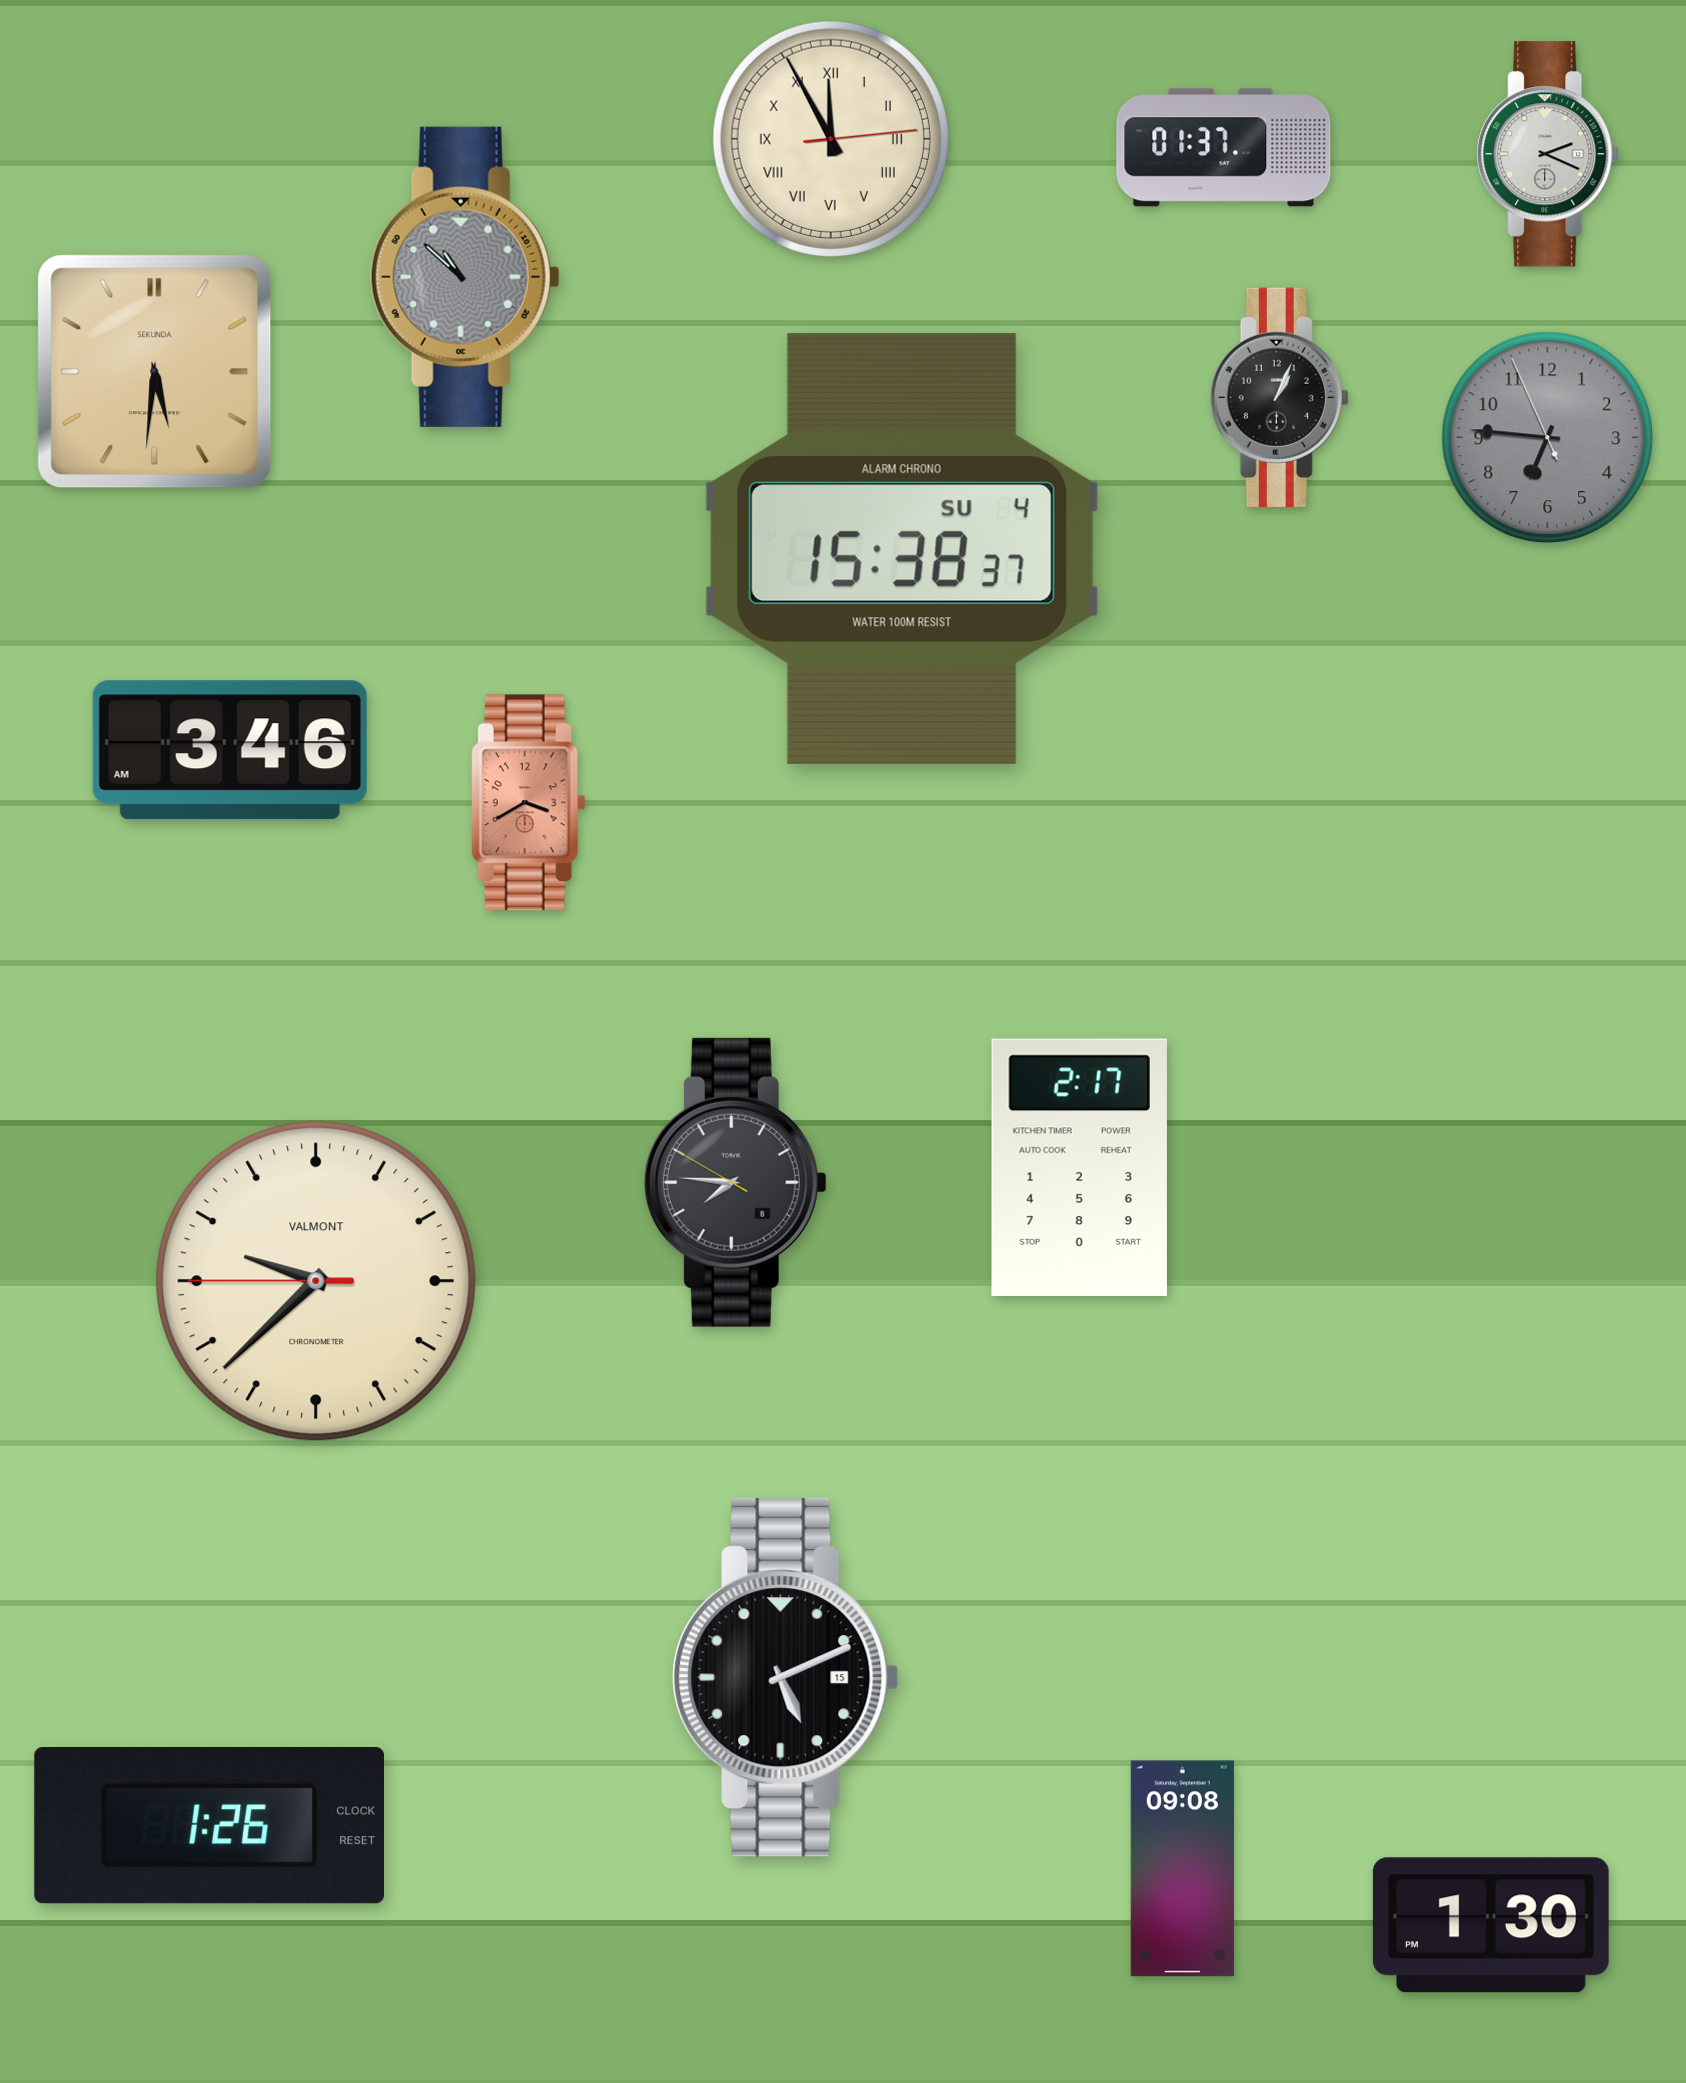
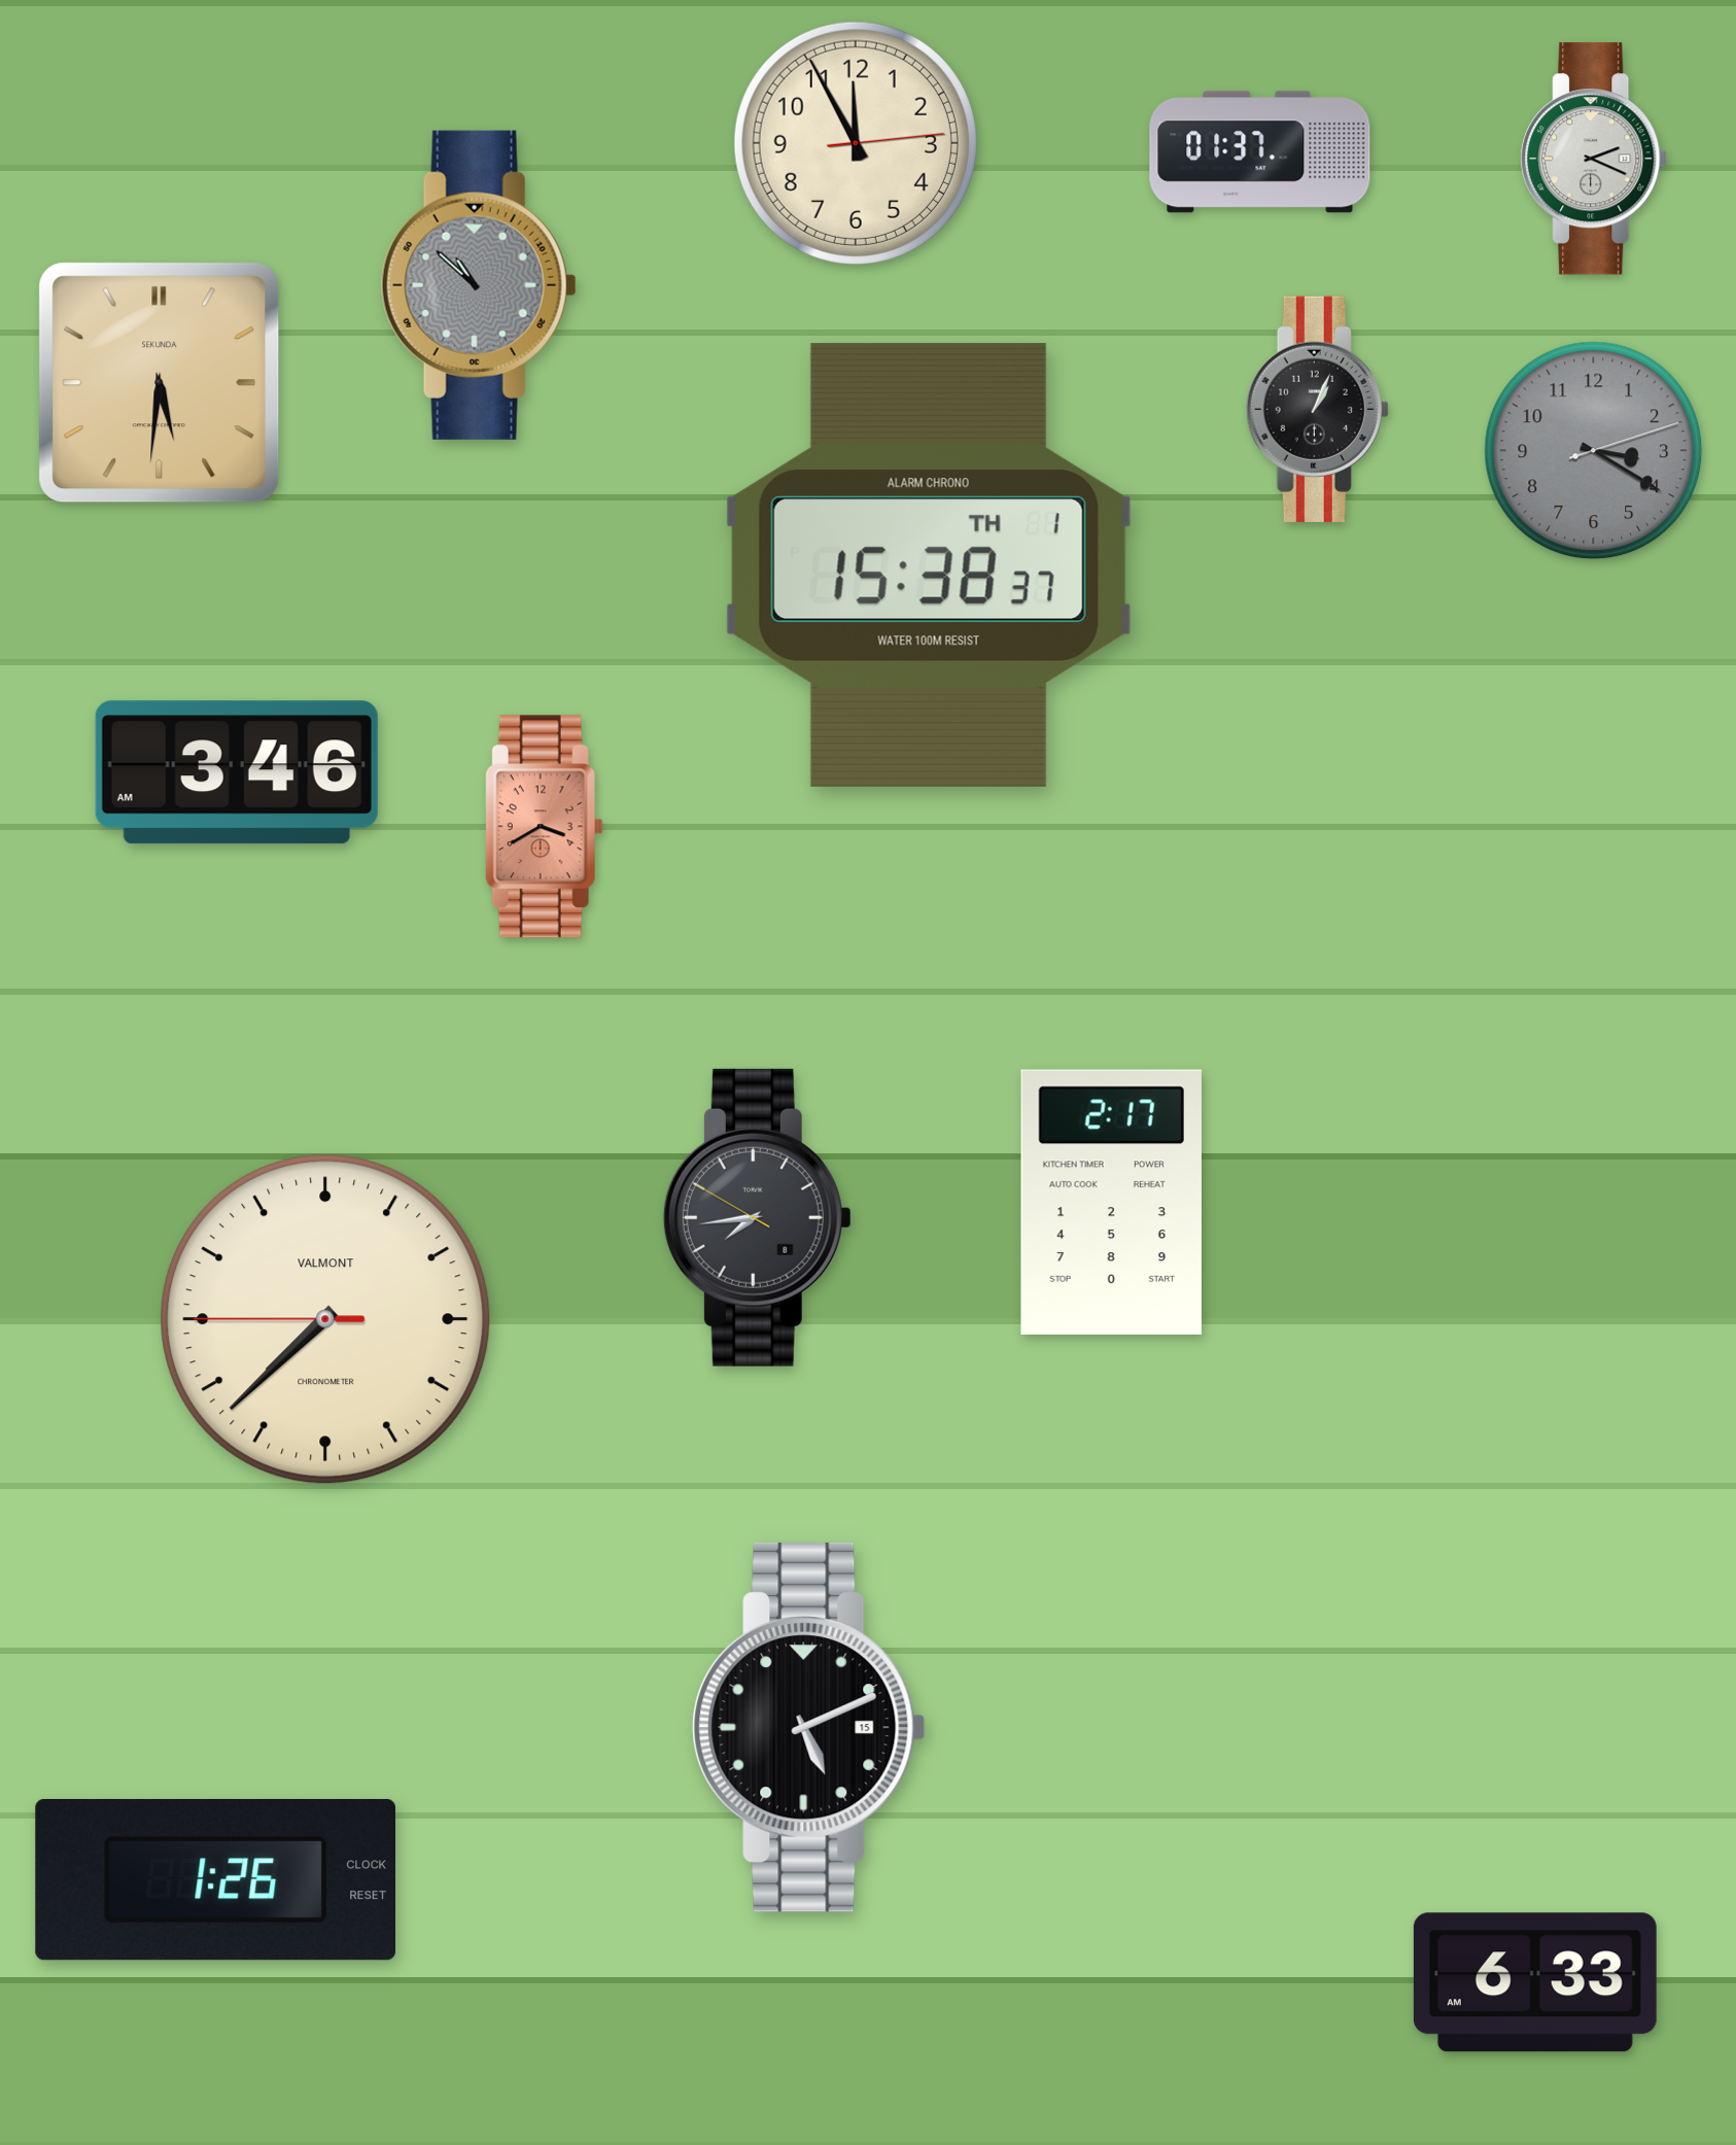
clock at (831, 139) numerals: Roman -> Arabic
clock at (1548, 438): 6:45 -> 3:20
clock at (902, 549) date: SU 4 -> TH 1
clock at (735, 1182): 7:45 -> 7:43
clock at (316, 1281): 9:37 -> 7:37
clock at (1182, 1869): 09:08 -> none
clock at (1491, 1925): 1:30 -> 6:33
